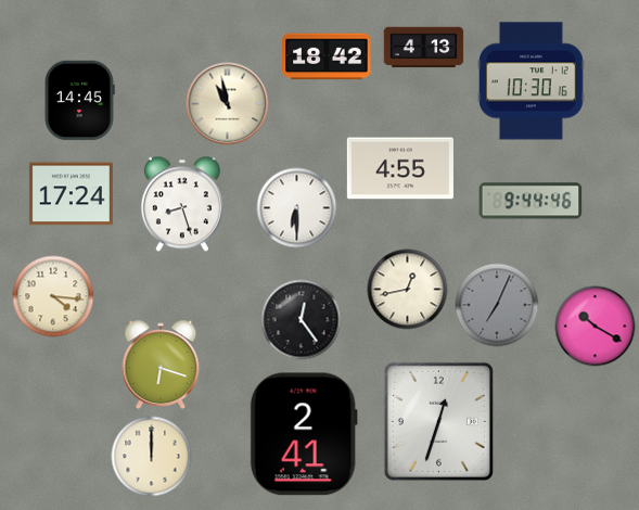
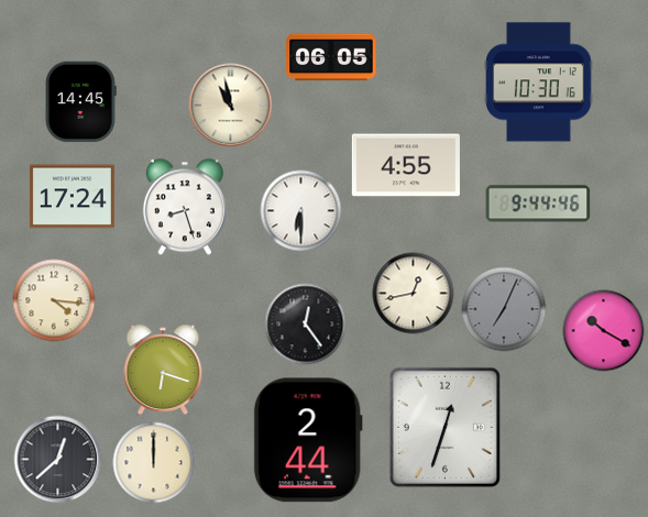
clock at (424, 48): 4:13 -> none
clock at (327, 56): 18:42 -> 06:05
clock at (400, 168) position: (400, 168) -> (406, 165)
clock at (304, 434): 2:41 -> 2:44
clock at (58, 460): none -> 12:38
